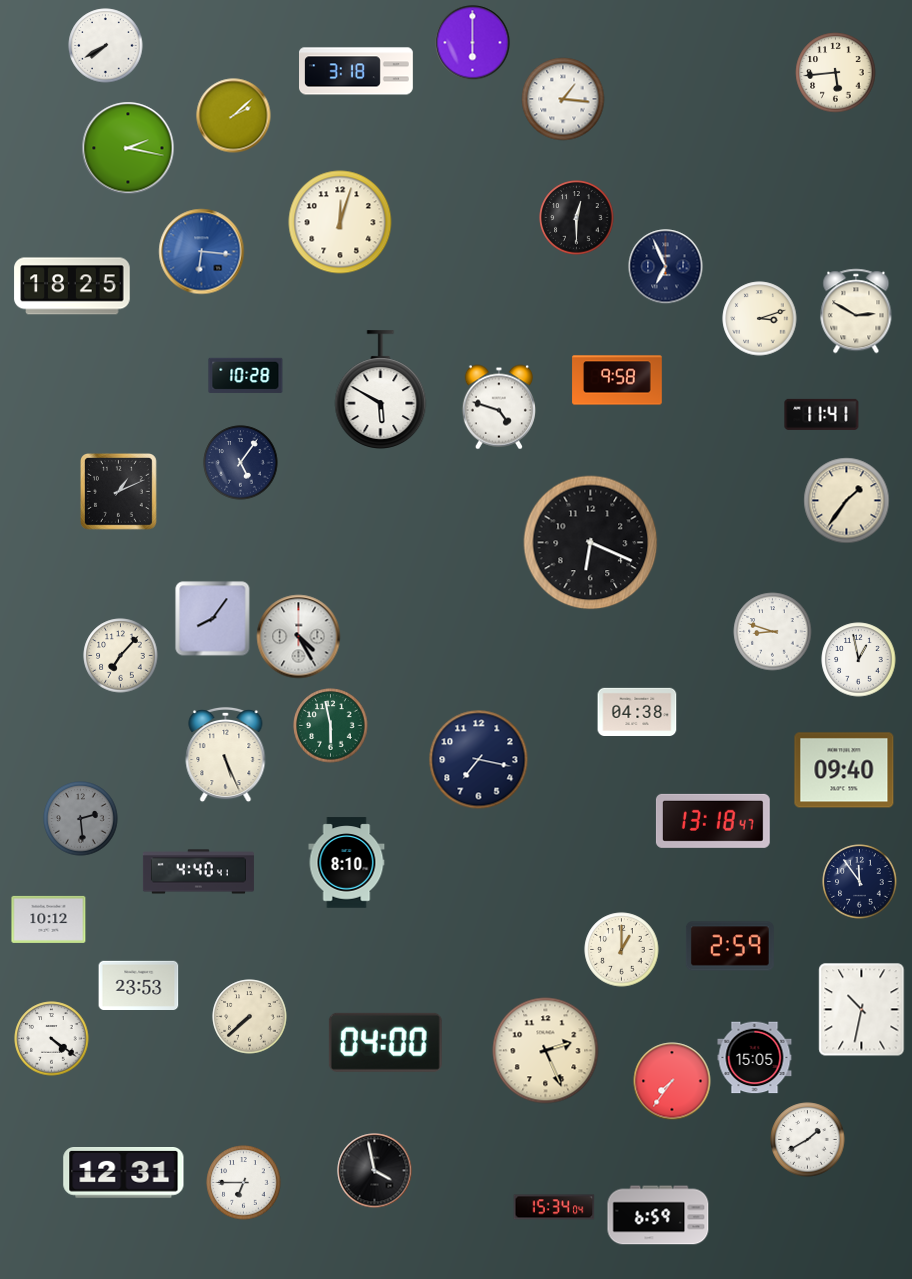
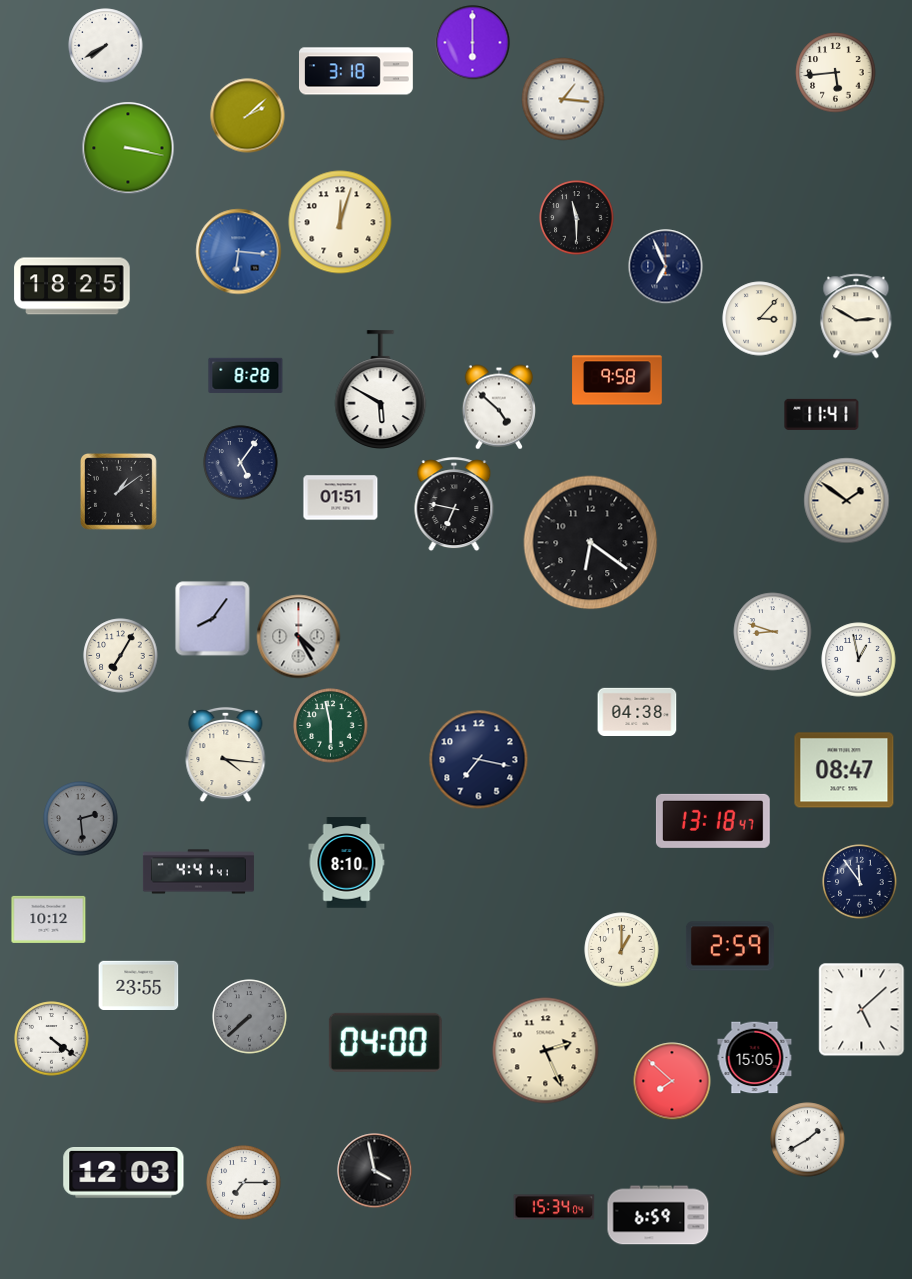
clock at (234, 116) position: (234, 116) -> (248, 116)
clock at (128, 148): 2:17 -> 3:17
clock at (577, 218): 12:30 -> 11:30
clock at (202, 252) position: (202, 252) -> (239, 252)
clock at (856, 311) position: (856, 311) -> (856, 316)
clock at (760, 319): 3:12 -> 3:07
clock at (246, 375): 10:28 -> 8:28
clock at (499, 407): 4:48 -> 4:52
clock at (119, 492): 1:11 -> 1:09
clock at (341, 498): none -> 01:51
clock at (847, 501): 1:36 -> 1:51
clock at (454, 505): none -> 6:47
clock at (591, 543): 6:19 -> 6:21
clock at (121, 656): 7:07 -> 7:05
clock at (226, 755): 5:26 -> 4:16
clock at (844, 770): 09:40 -> 08:47
clock at (198, 872): 4:40 -> 4:41
clock at (139, 985): 23:53 -> 23:55
clock at (862, 1010): 10:32 -> 5:08
clock at (250, 1017) dial: cream -> grey
clock at (672, 1081): 7:36 -> 7:52
clock at (124, 1173): 12:31 -> 12:03
clock at (244, 1183): 6:45 -> 7:15
